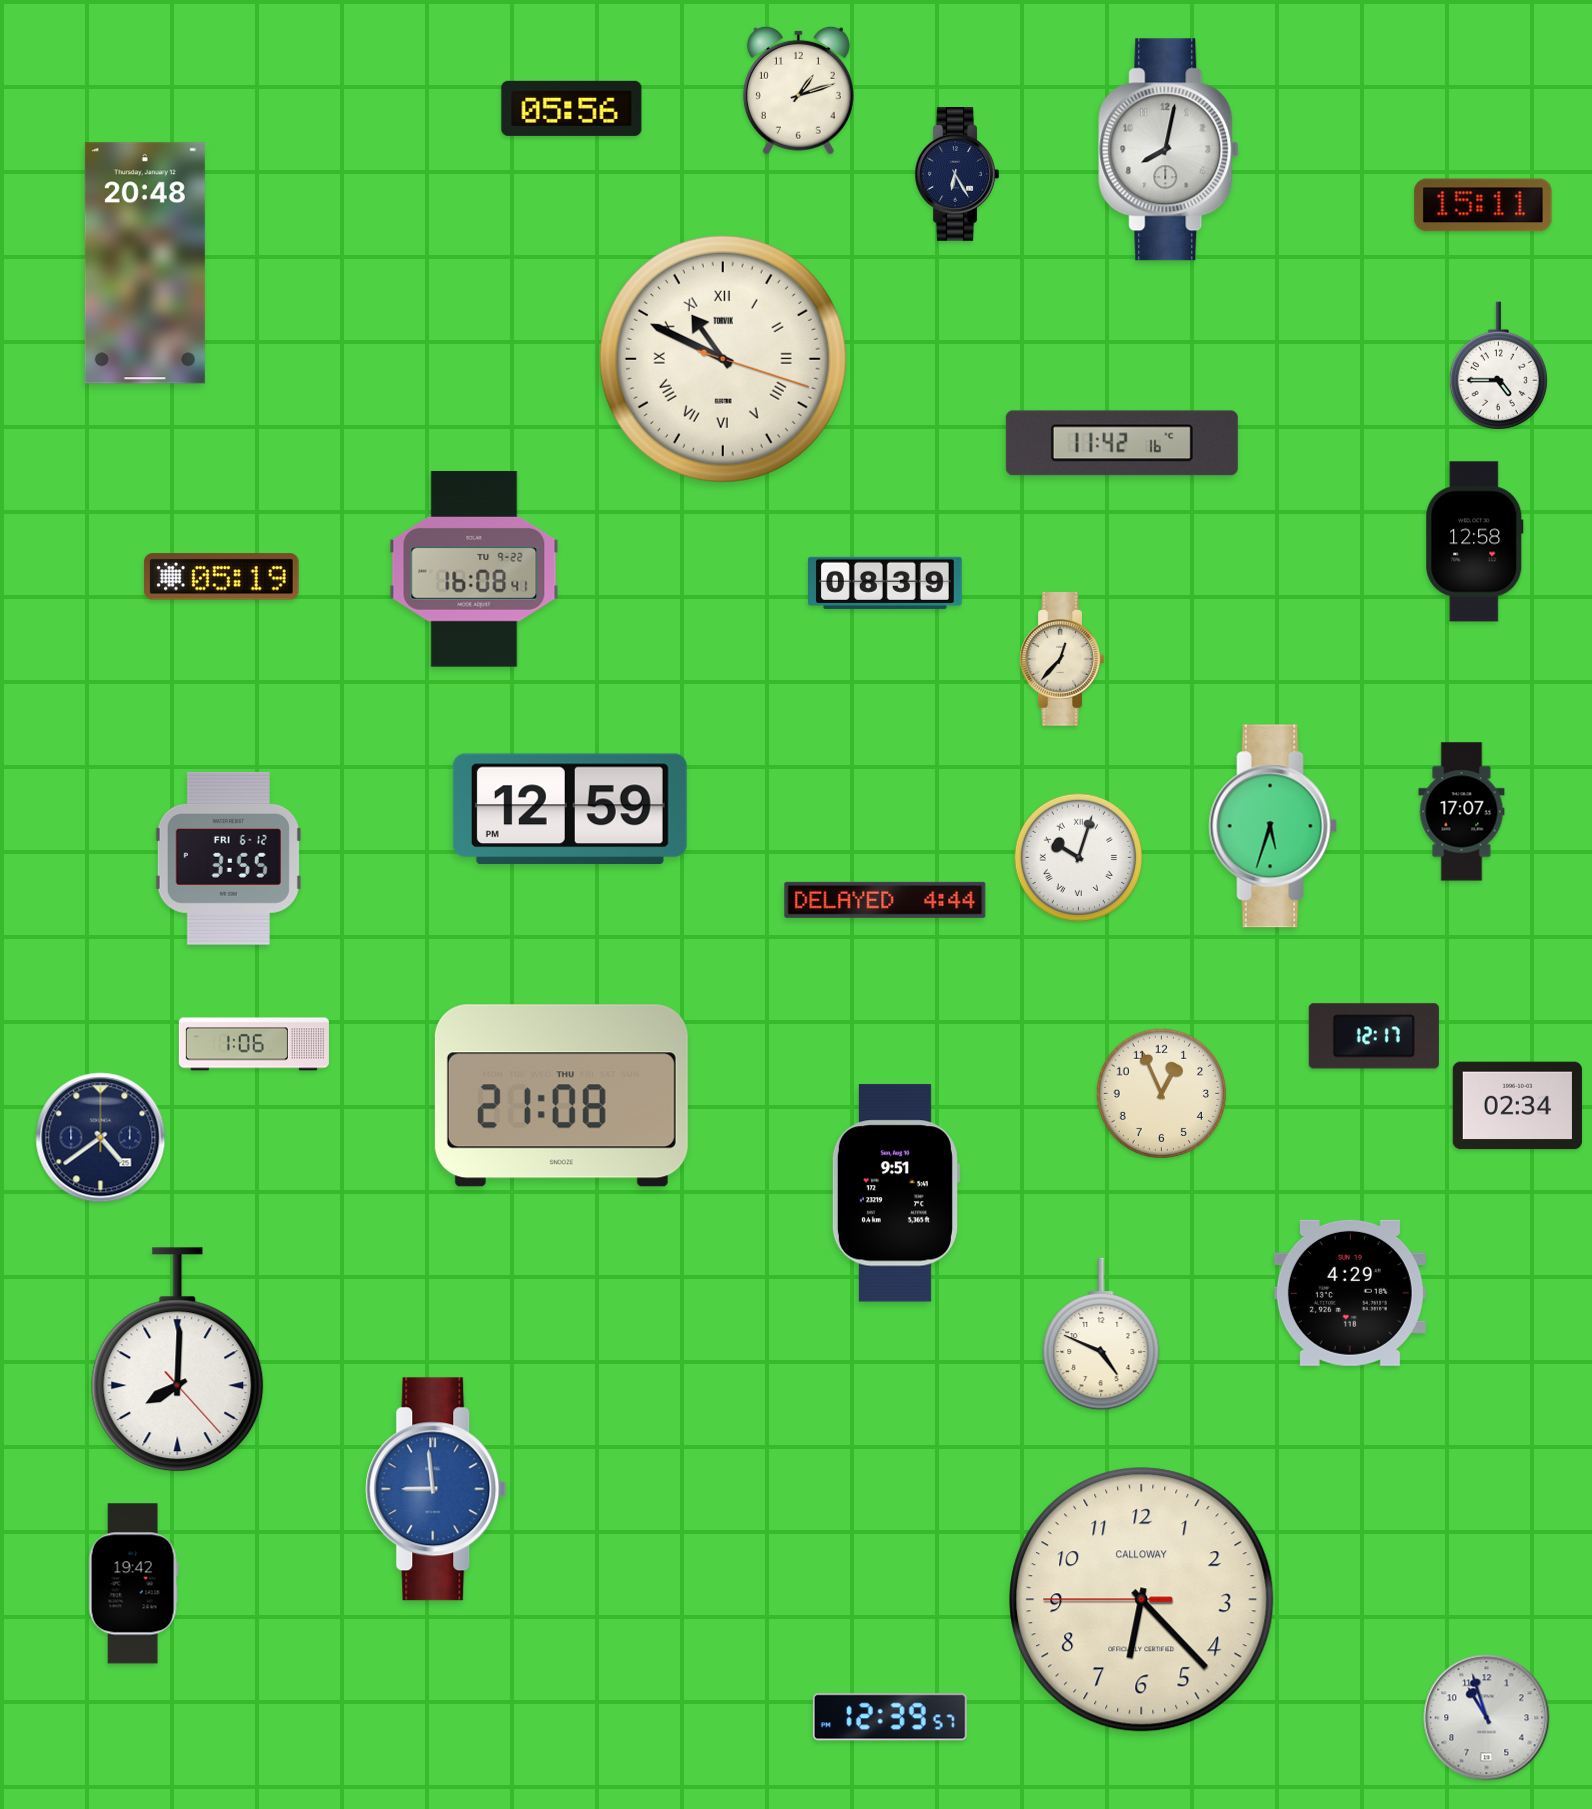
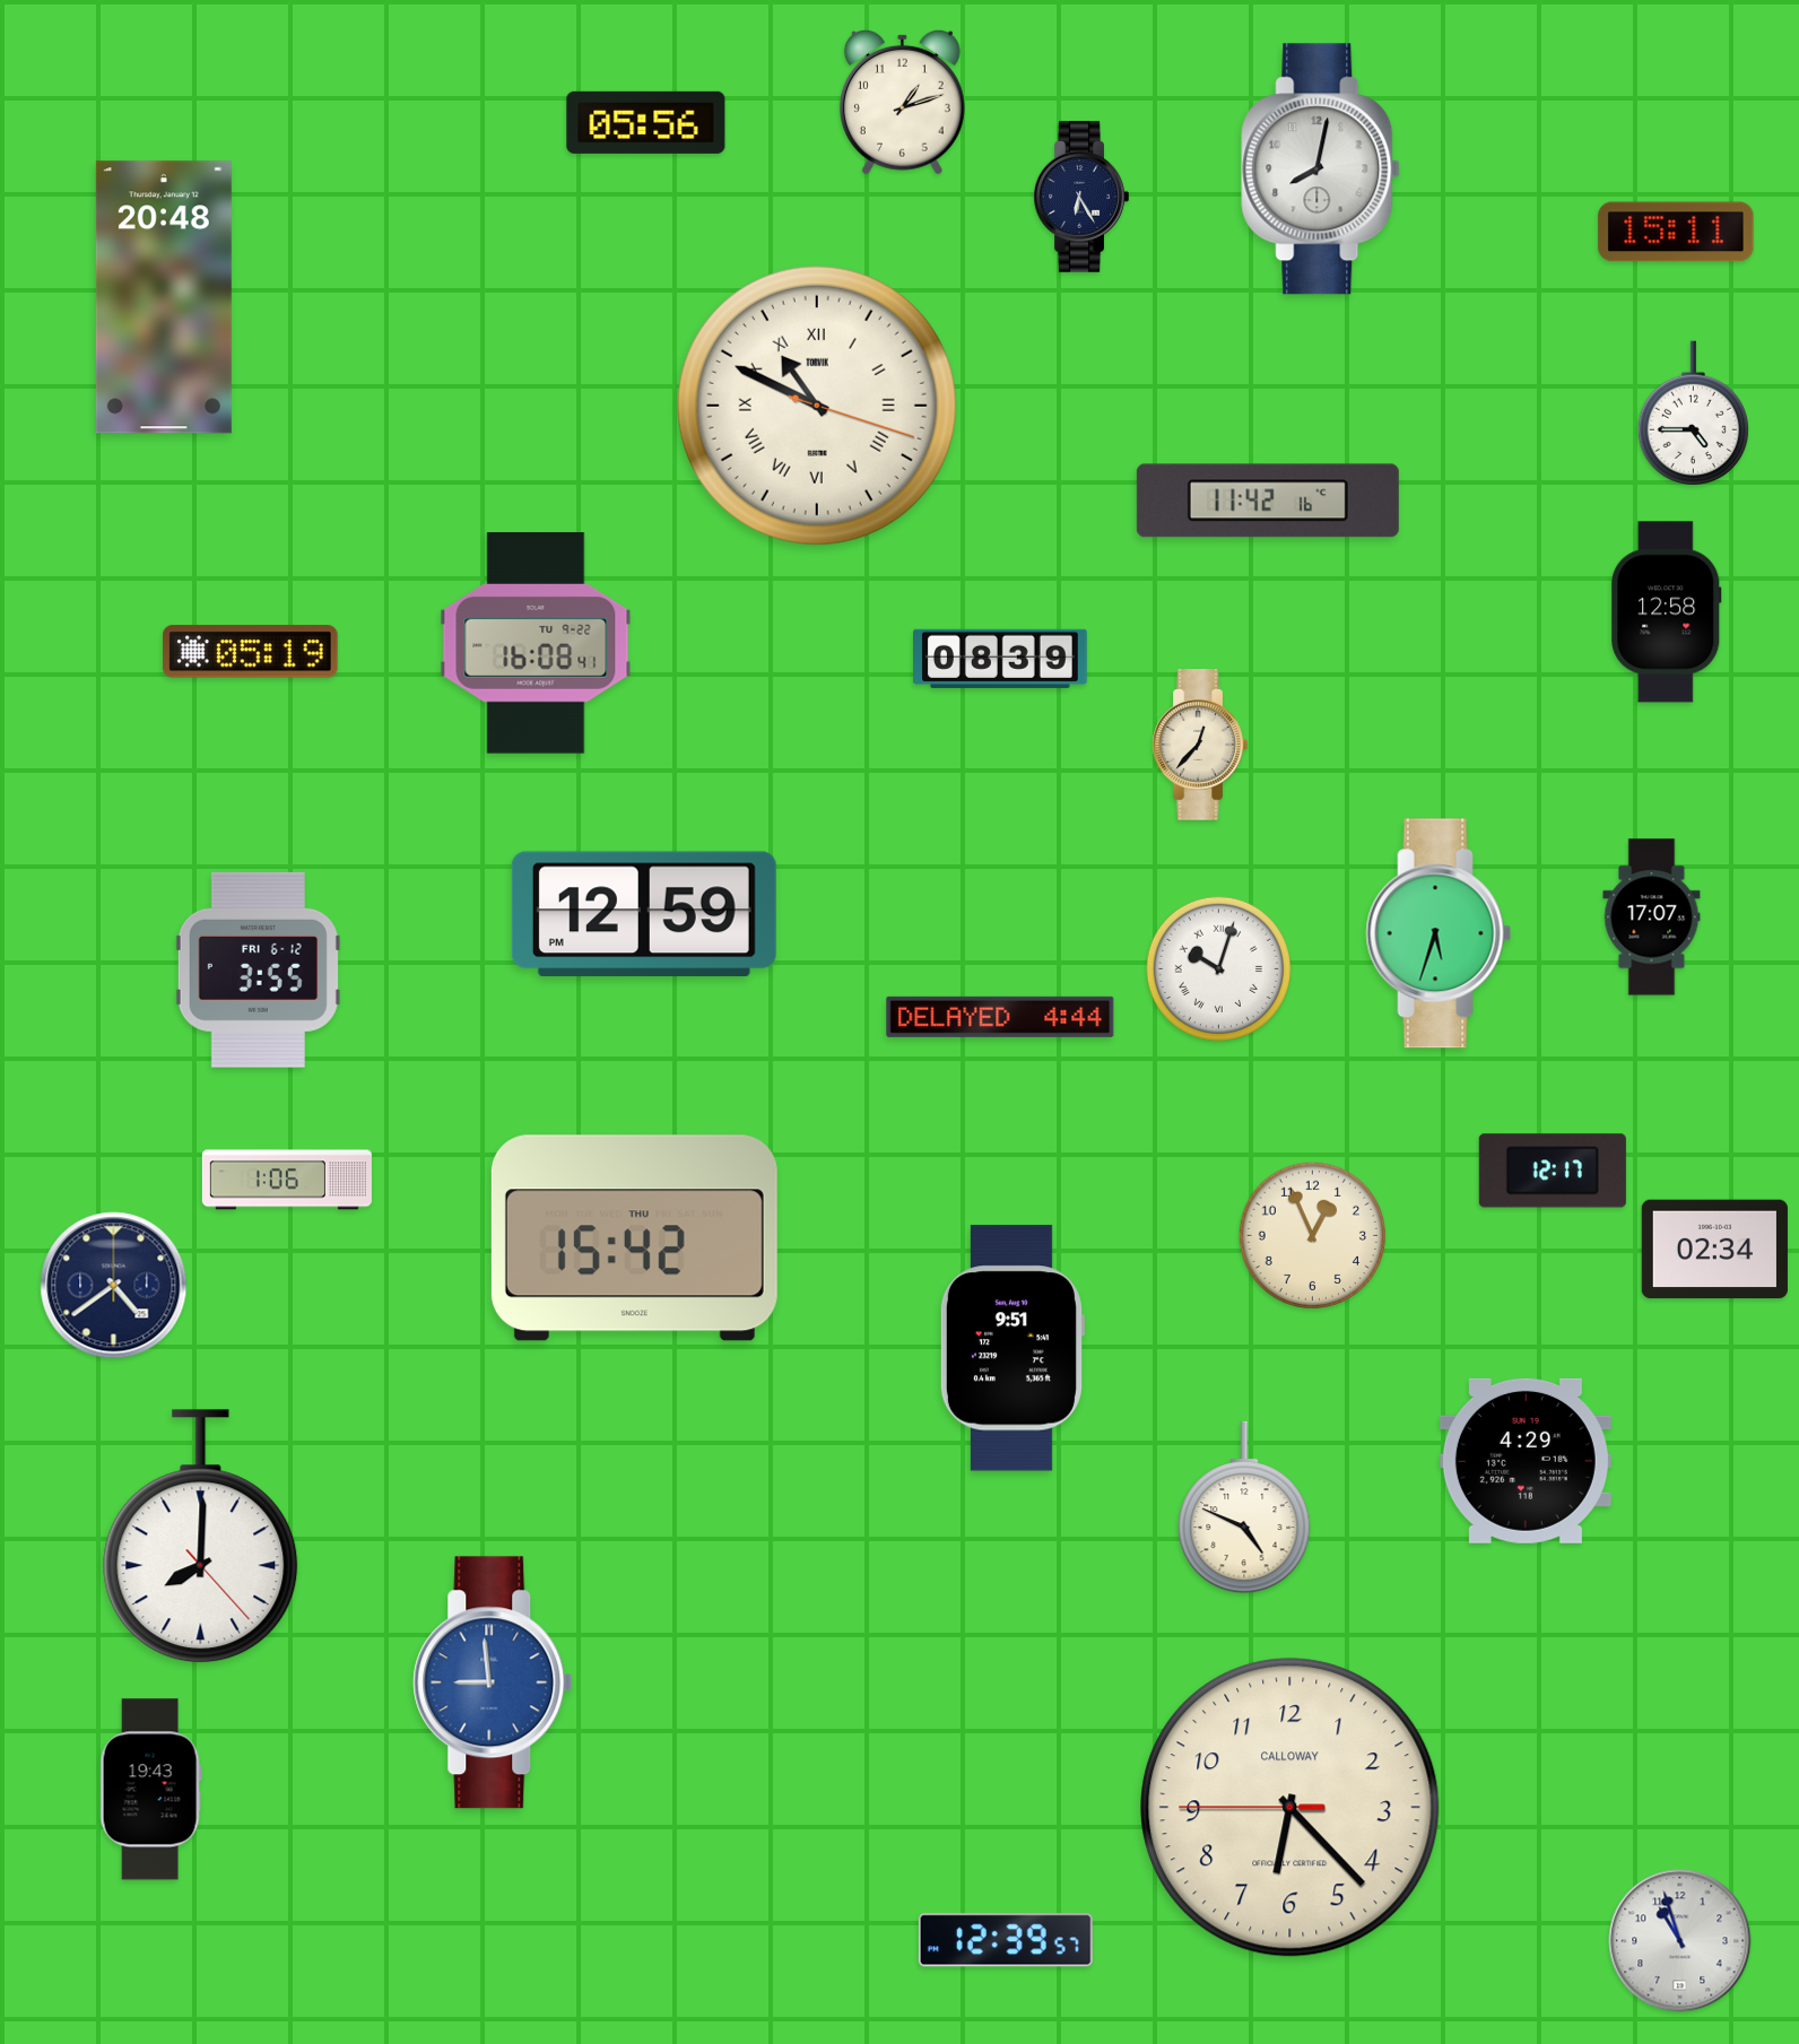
clock at (561, 1096): 21:08 -> 15:42
clock at (133, 1584): 19:42 -> 19:43
